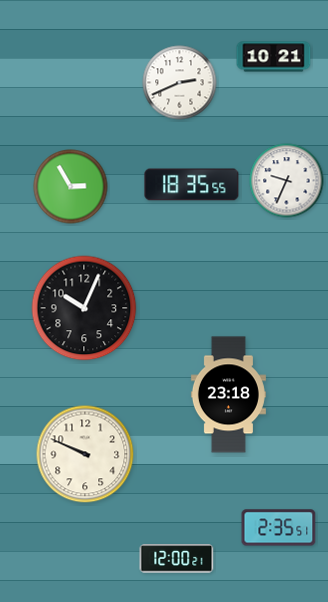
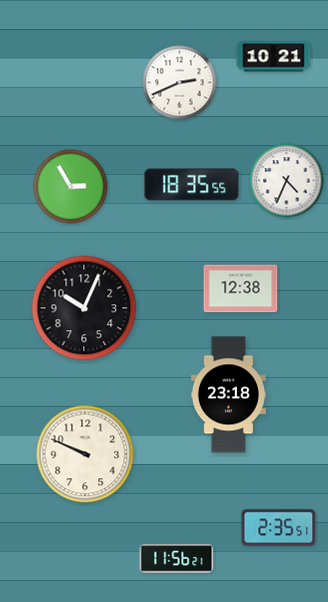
clock at (287, 181): 9:34 -> 4:34
clock at (241, 289): none -> 12:38
clock at (177, 559): 12:00 -> 11:56
